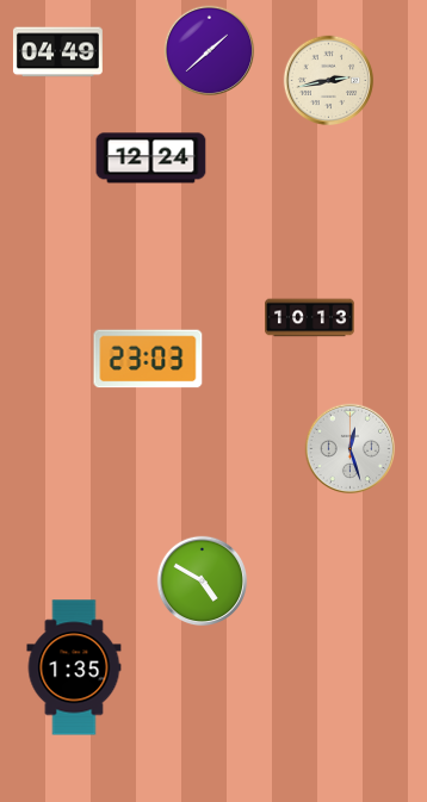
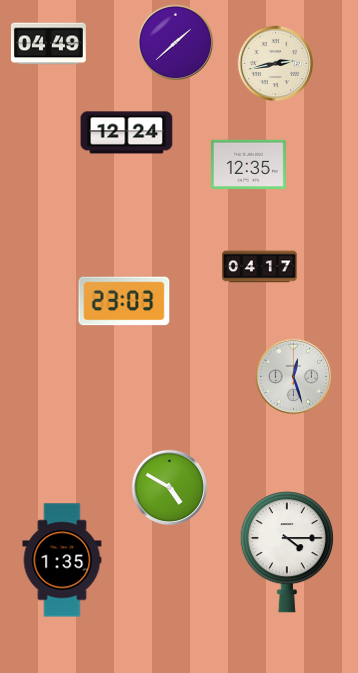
clock at (329, 81) position: (329, 81) -> (276, 64)
clock at (248, 165): none -> 12:35
clock at (310, 318): 10:13 -> 04:17
clock at (287, 553): none -> 4:15
